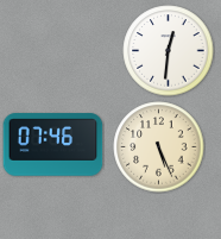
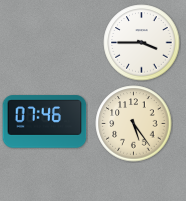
clock at (169, 51): 12:31 -> 3:45
clock at (159, 147): 5:26 -> 5:24
